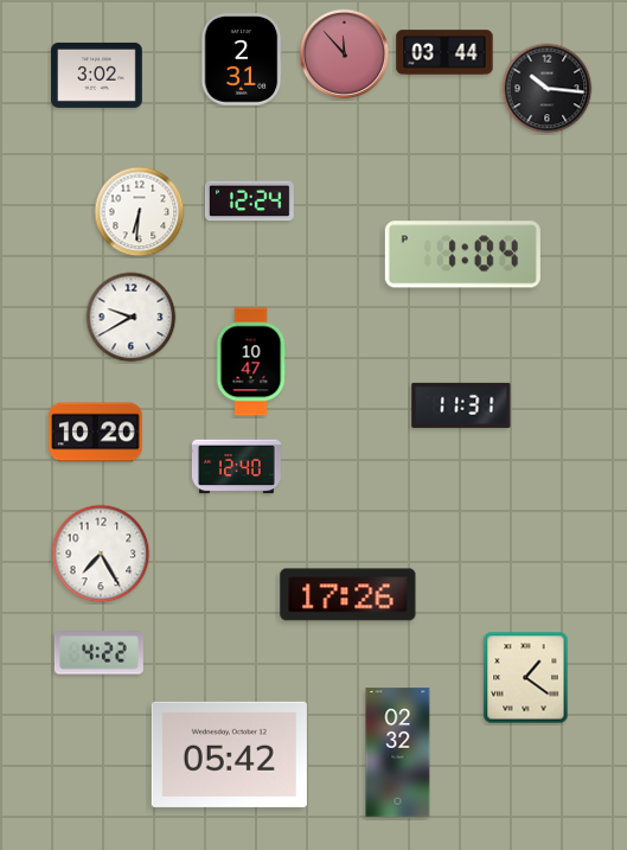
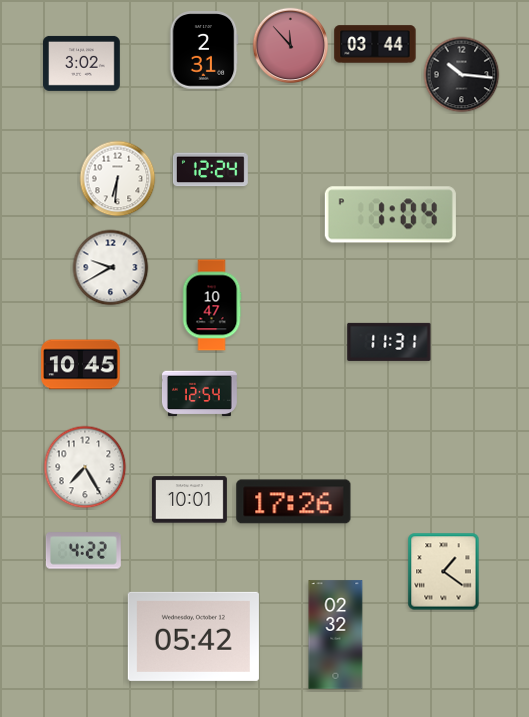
clock at (96, 433): 10:20 -> 10:45
clock at (236, 467): 12:40 -> 12:54
clock at (189, 500): none -> 10:01
